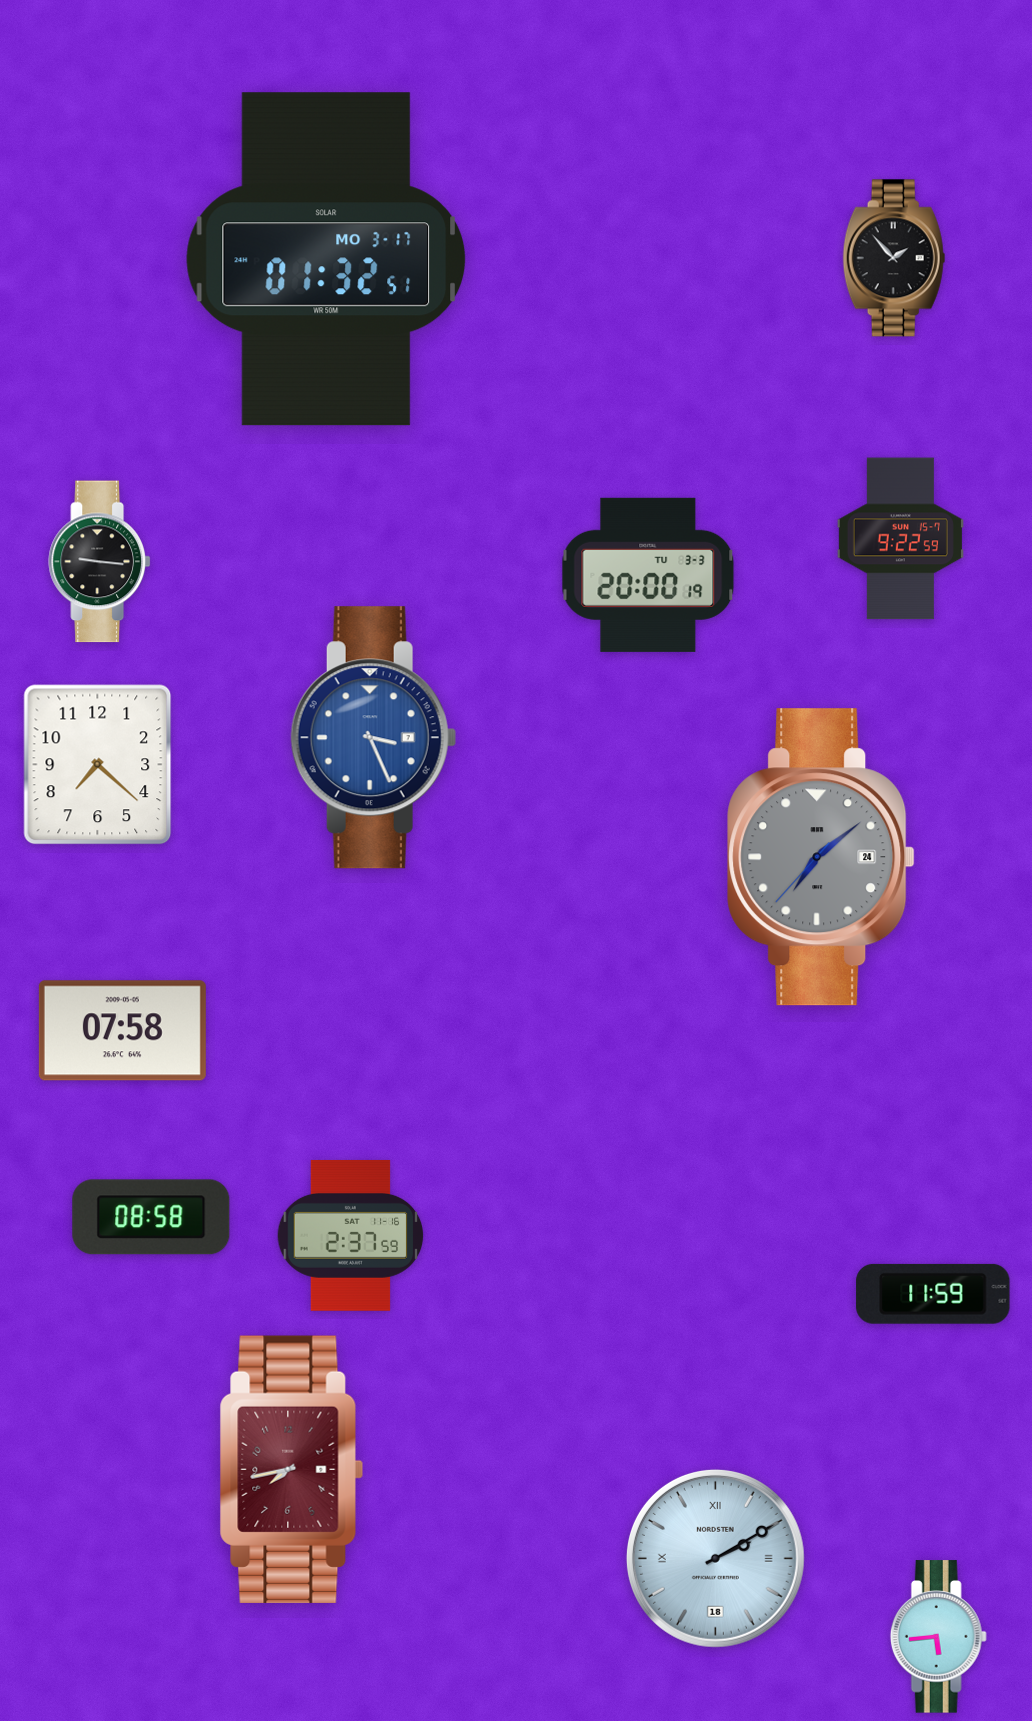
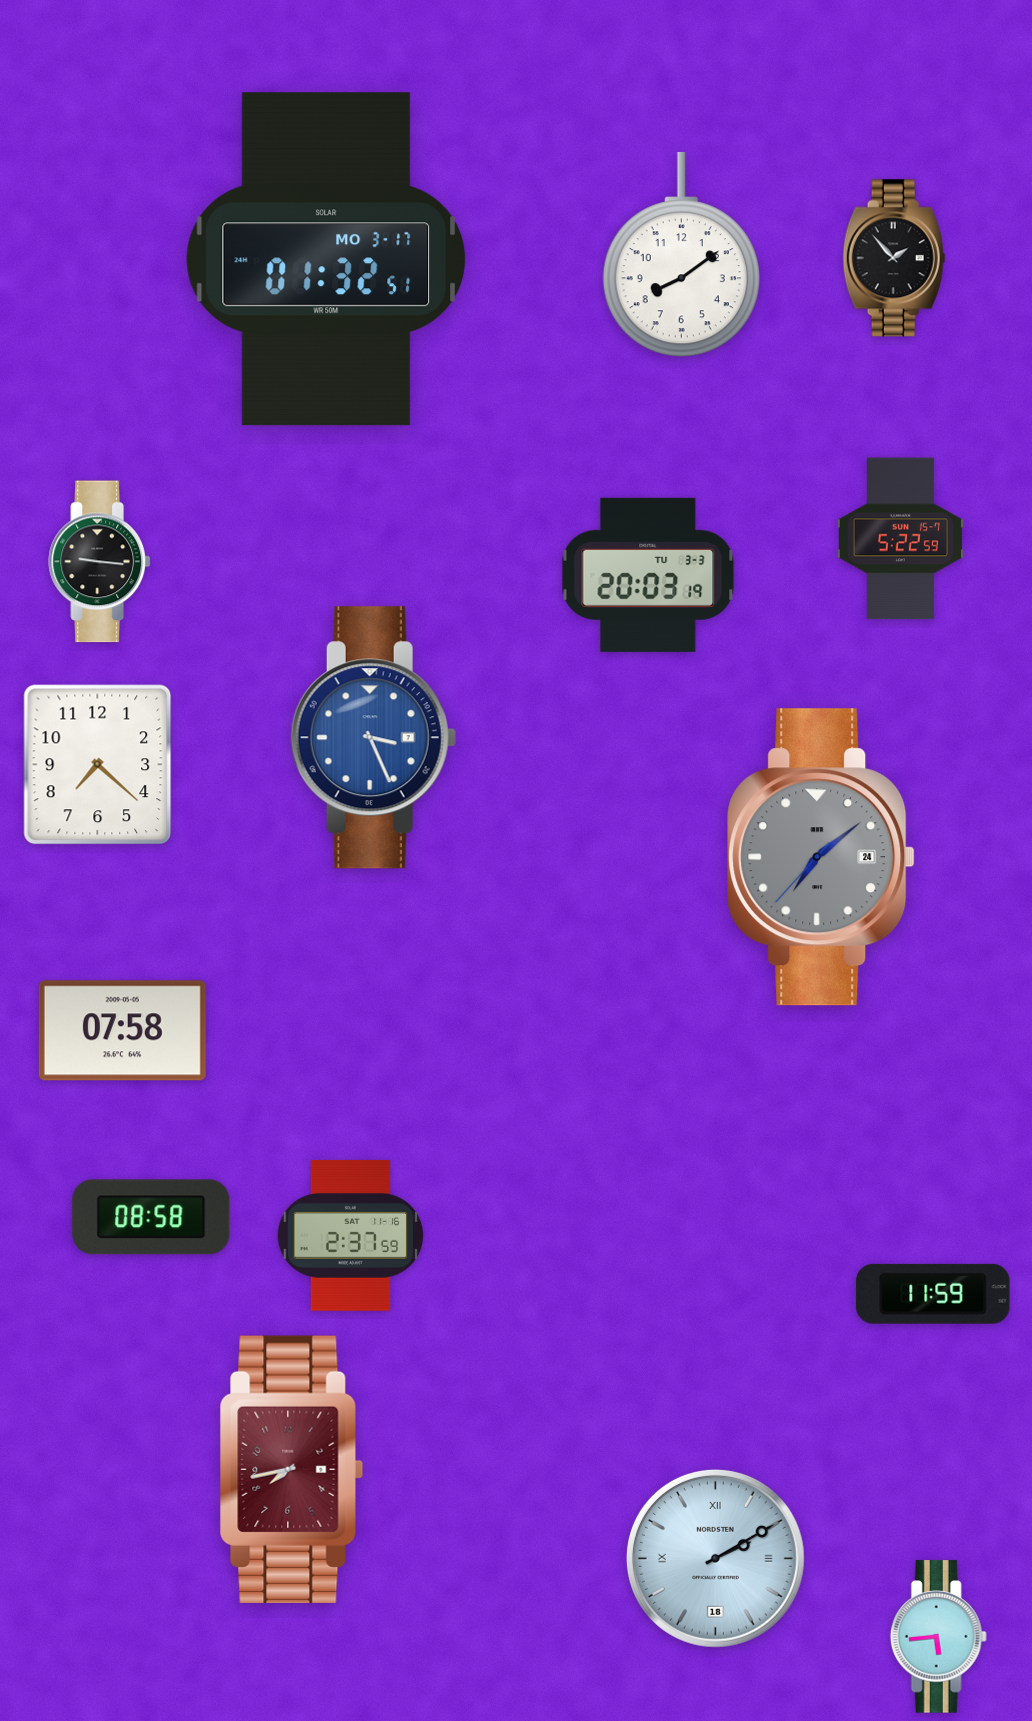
clock at (681, 255): none -> 8:09
clock at (900, 539): 9:22 -> 5:22
clock at (648, 575): 20:00 -> 20:03
